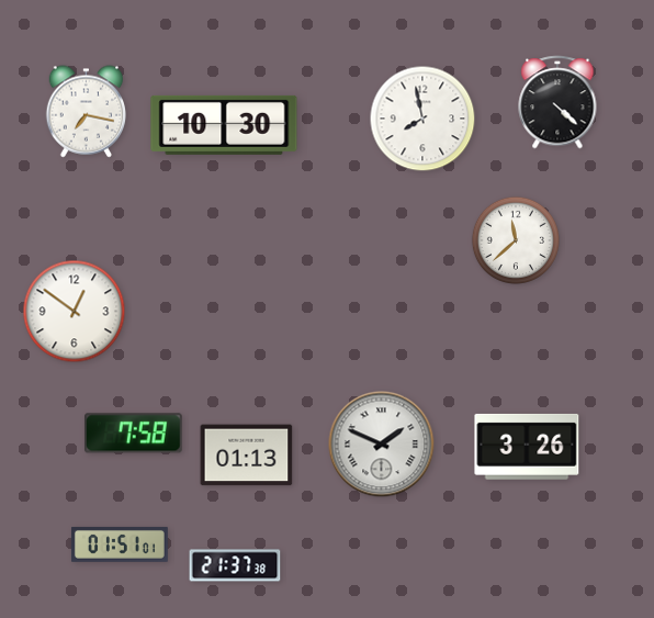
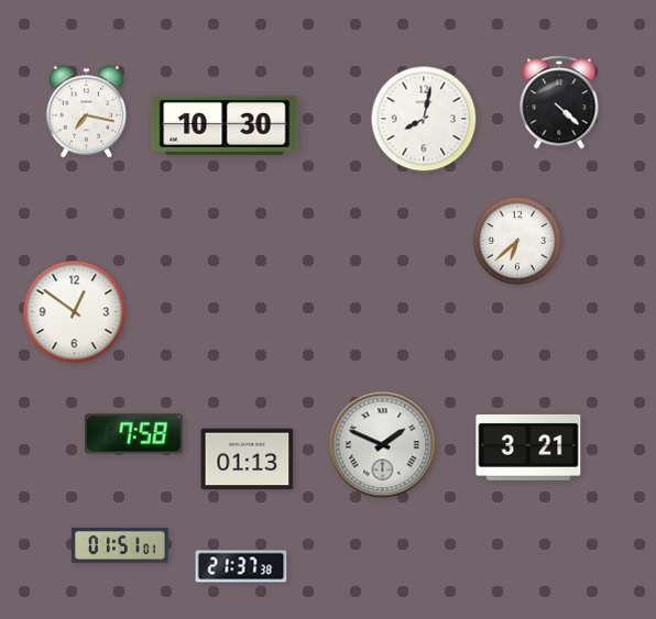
clock at (422, 119): 7:58 -> 8:02
clock at (516, 240): 11:38 -> 6:38
clock at (527, 447): 3:26 -> 3:21
clock at (247, 456) position: (247, 456) -> (248, 460)
clock at (235, 565) position: (235, 565) -> (241, 566)
